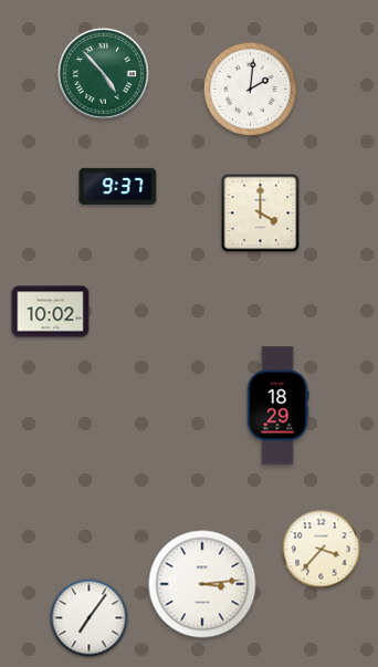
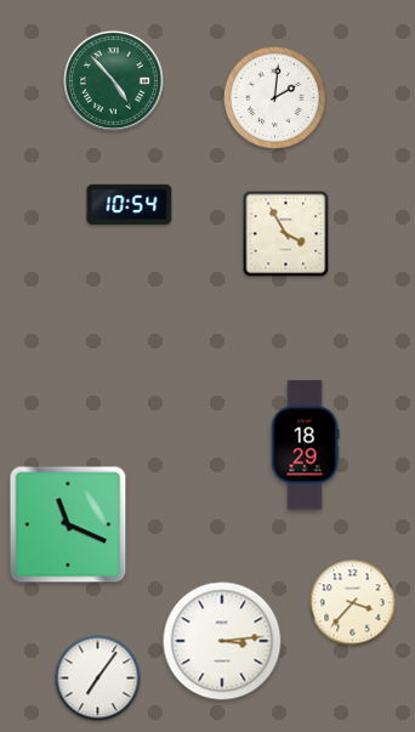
clock at (118, 186): 9:37 -> 10:54
clock at (261, 213): 4:00 -> 3:55
clock at (51, 312): 10:02 -> none
clock at (68, 524): none -> 11:19
